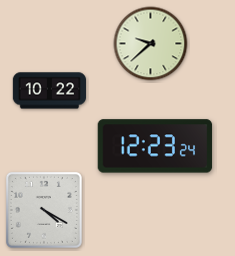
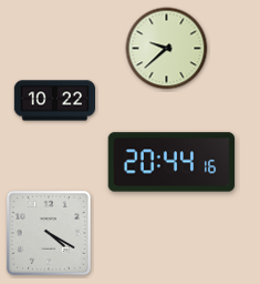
clock at (155, 146): 12:23 -> 20:44
